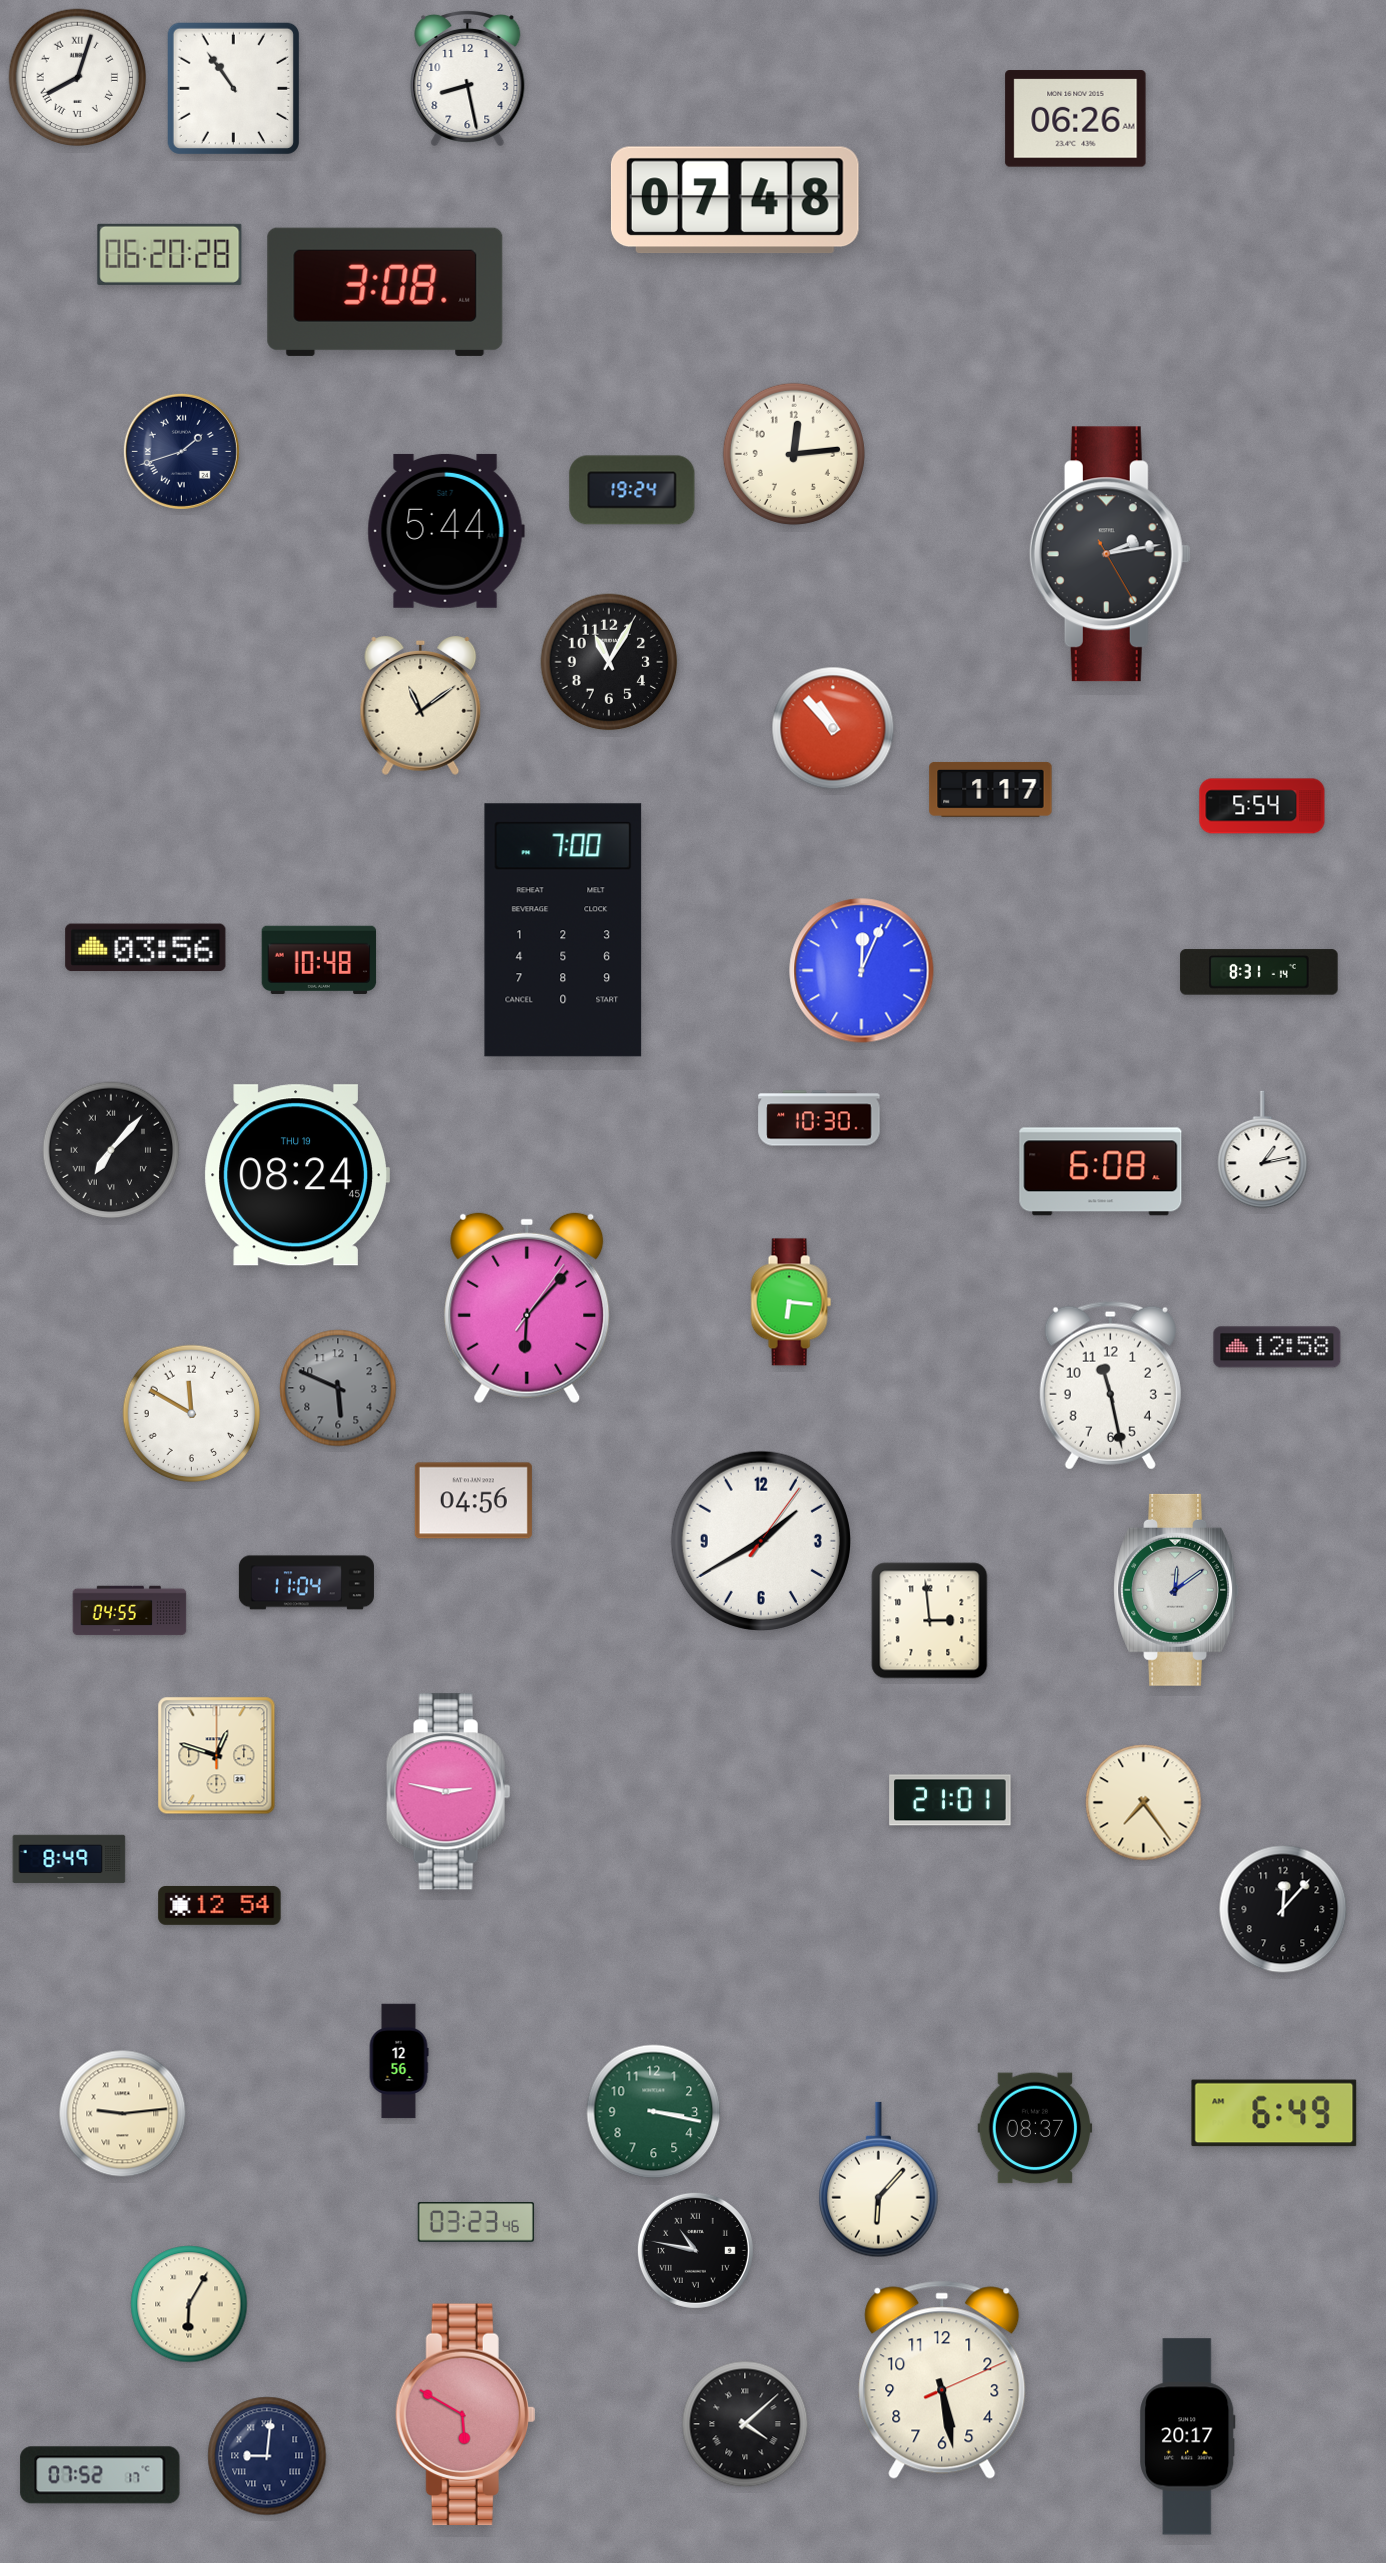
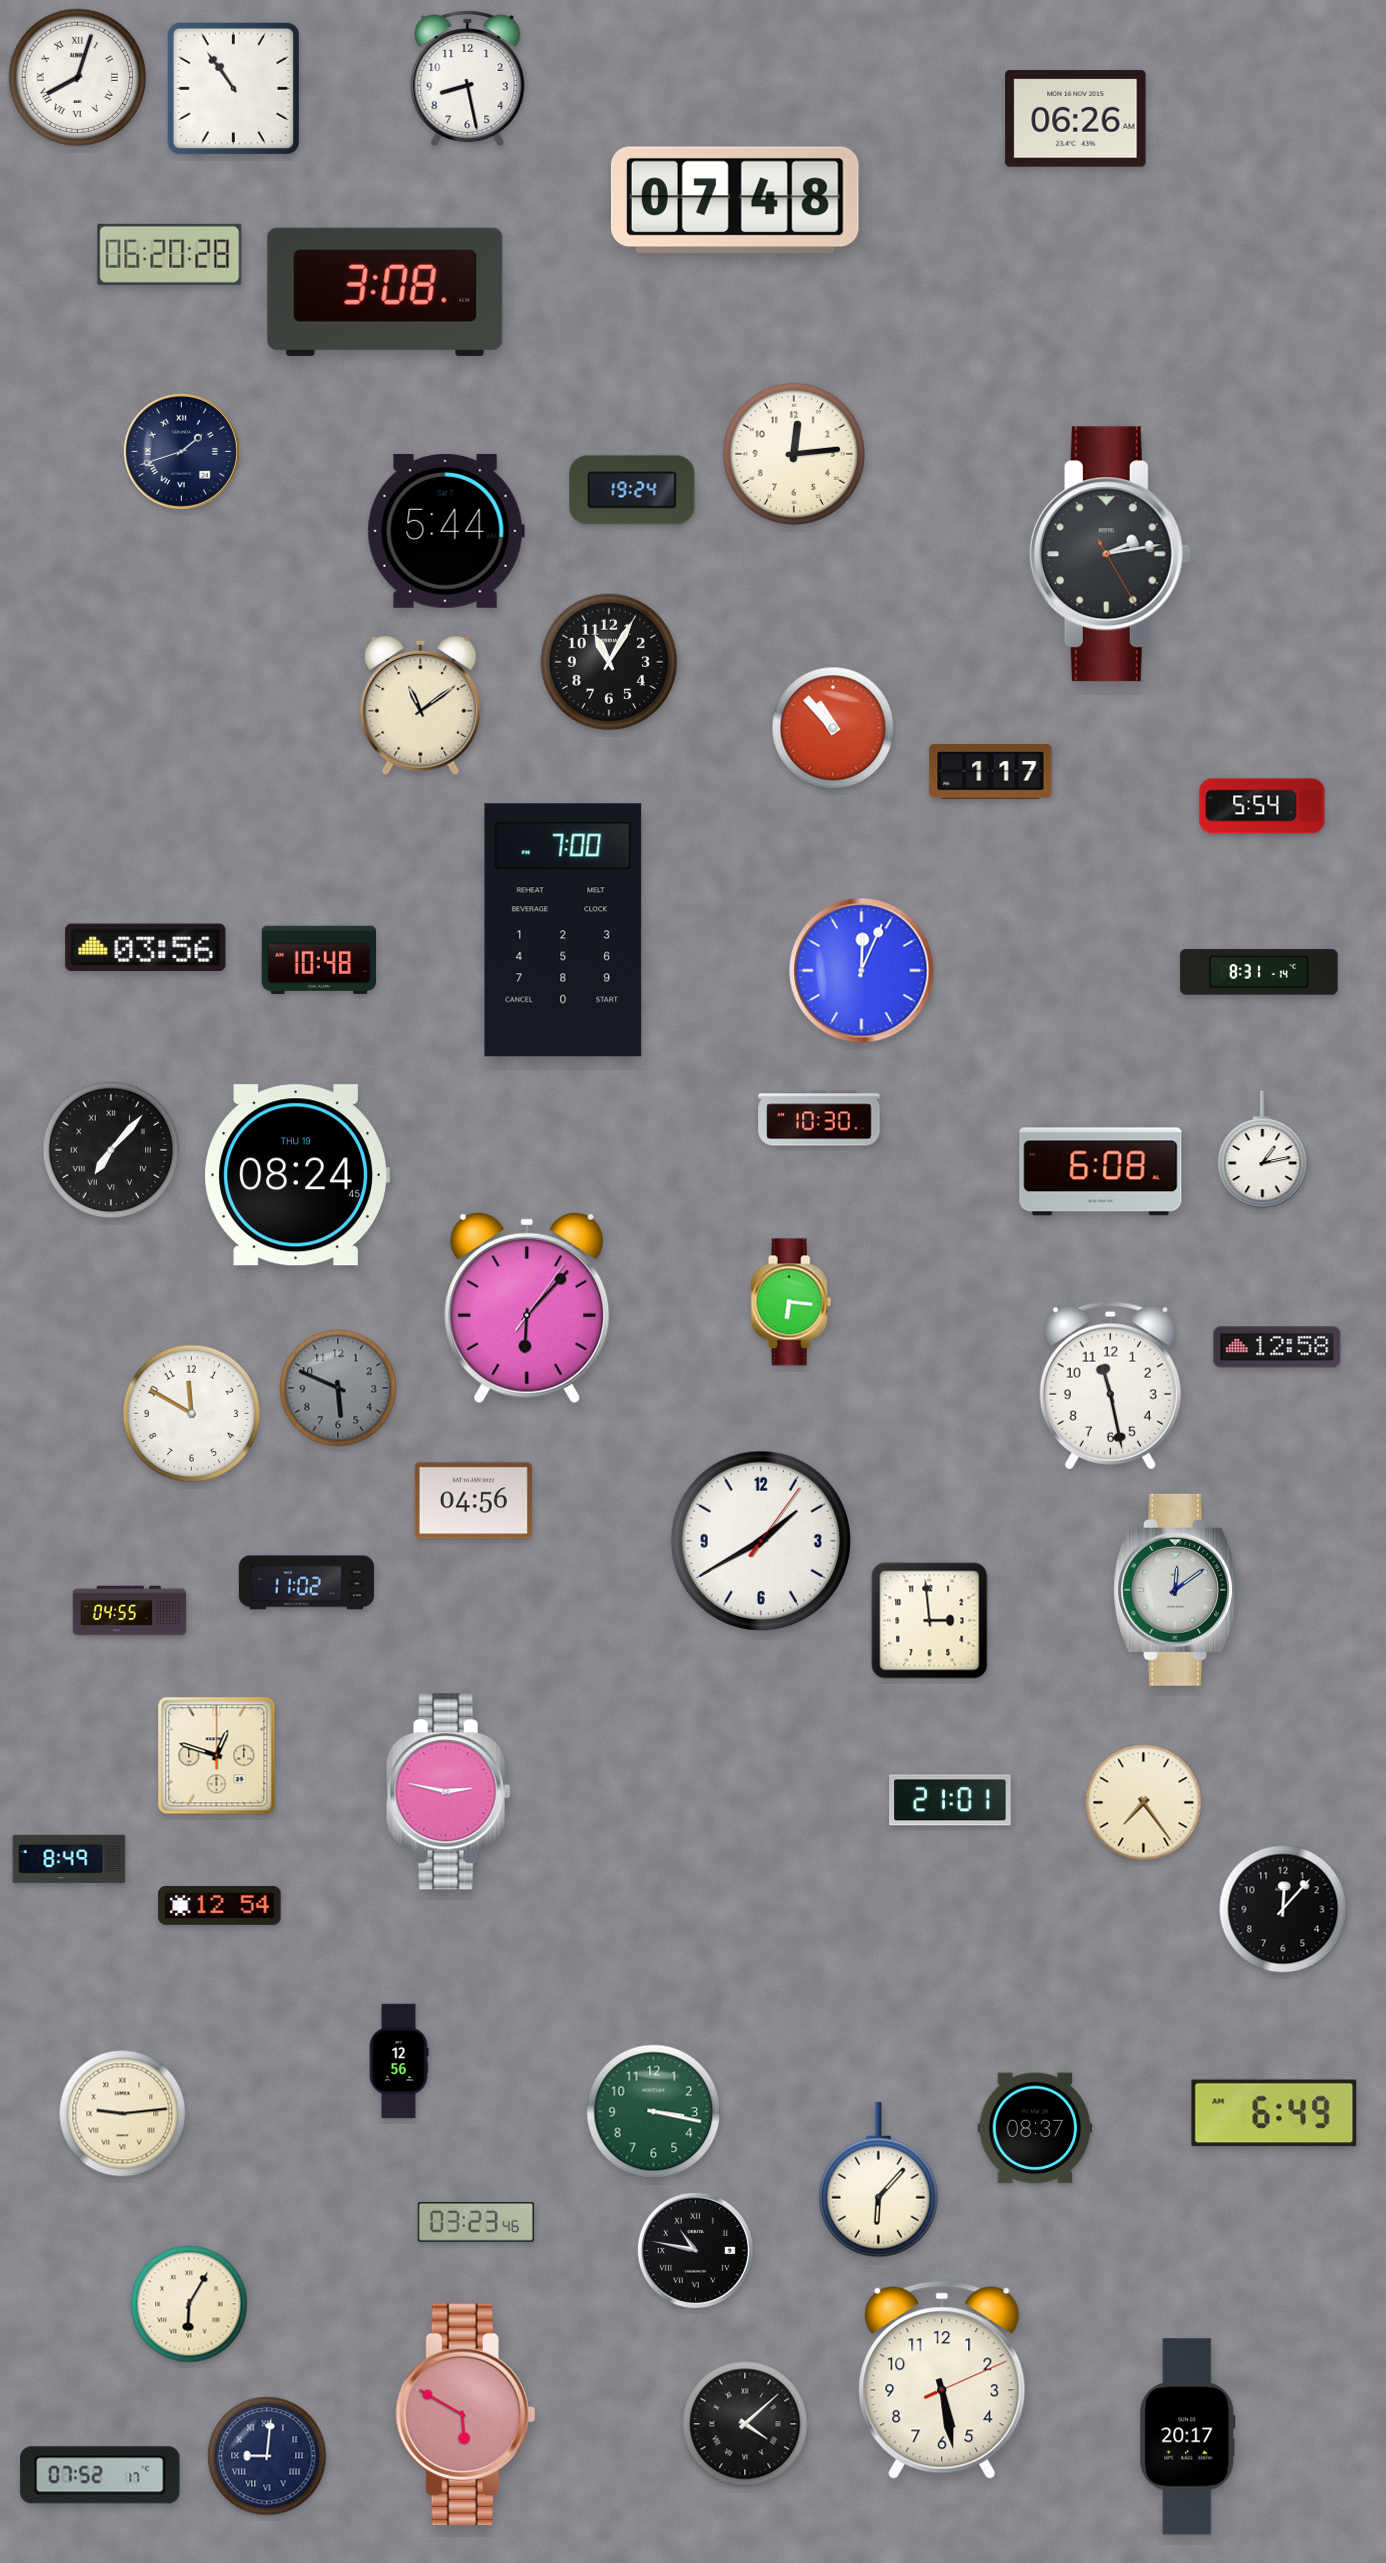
clock at (991, 790) position: (991, 790) -> (991, 772)
clock at (306, 1583): 11:04 -> 11:02
